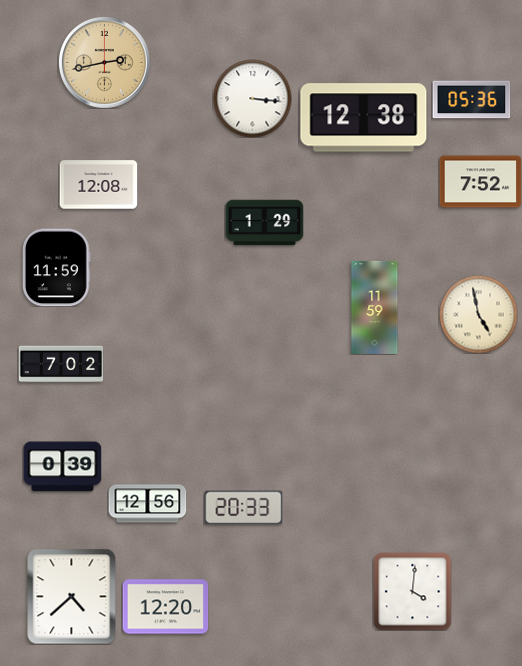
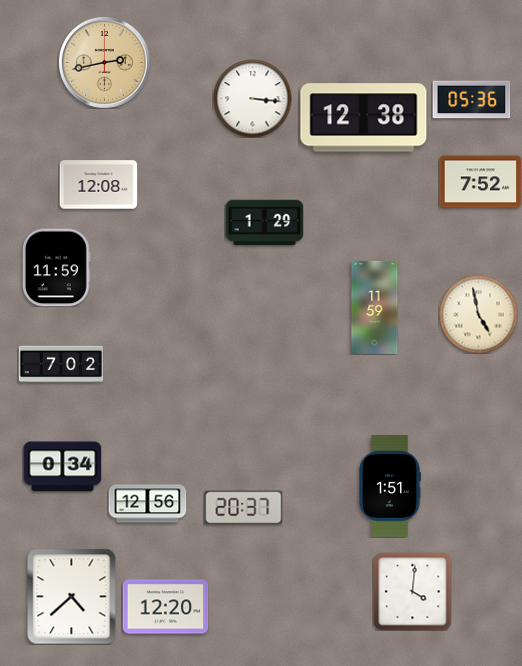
clock at (62, 467): 0:39 -> 0:34
clock at (390, 486): none -> 1:51
clock at (243, 508): 20:33 -> 20:37
